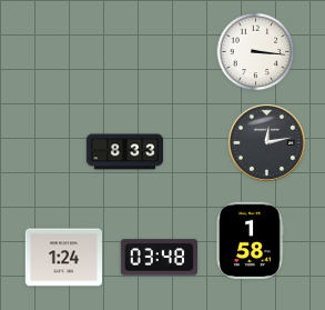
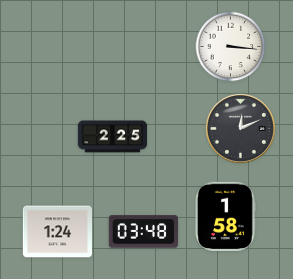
clock at (266, 142): 12:13 -> 12:11
clock at (125, 152): 8:33 -> 2:25
